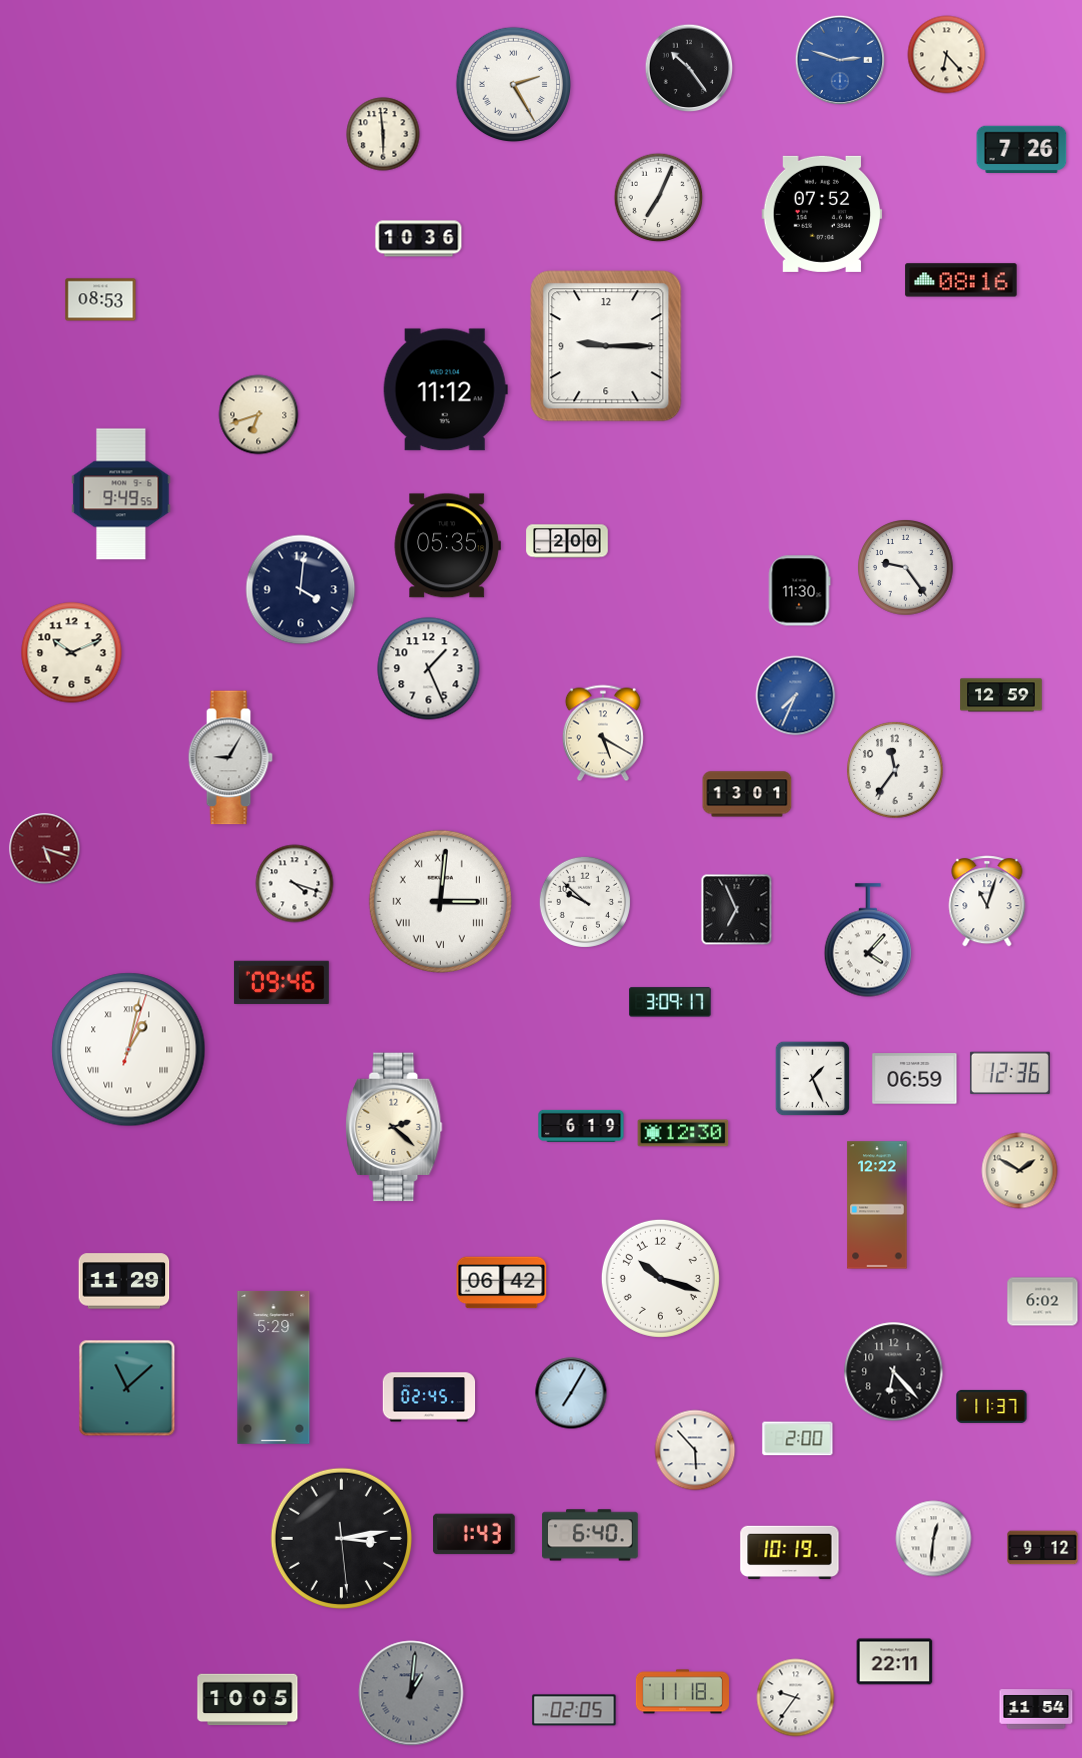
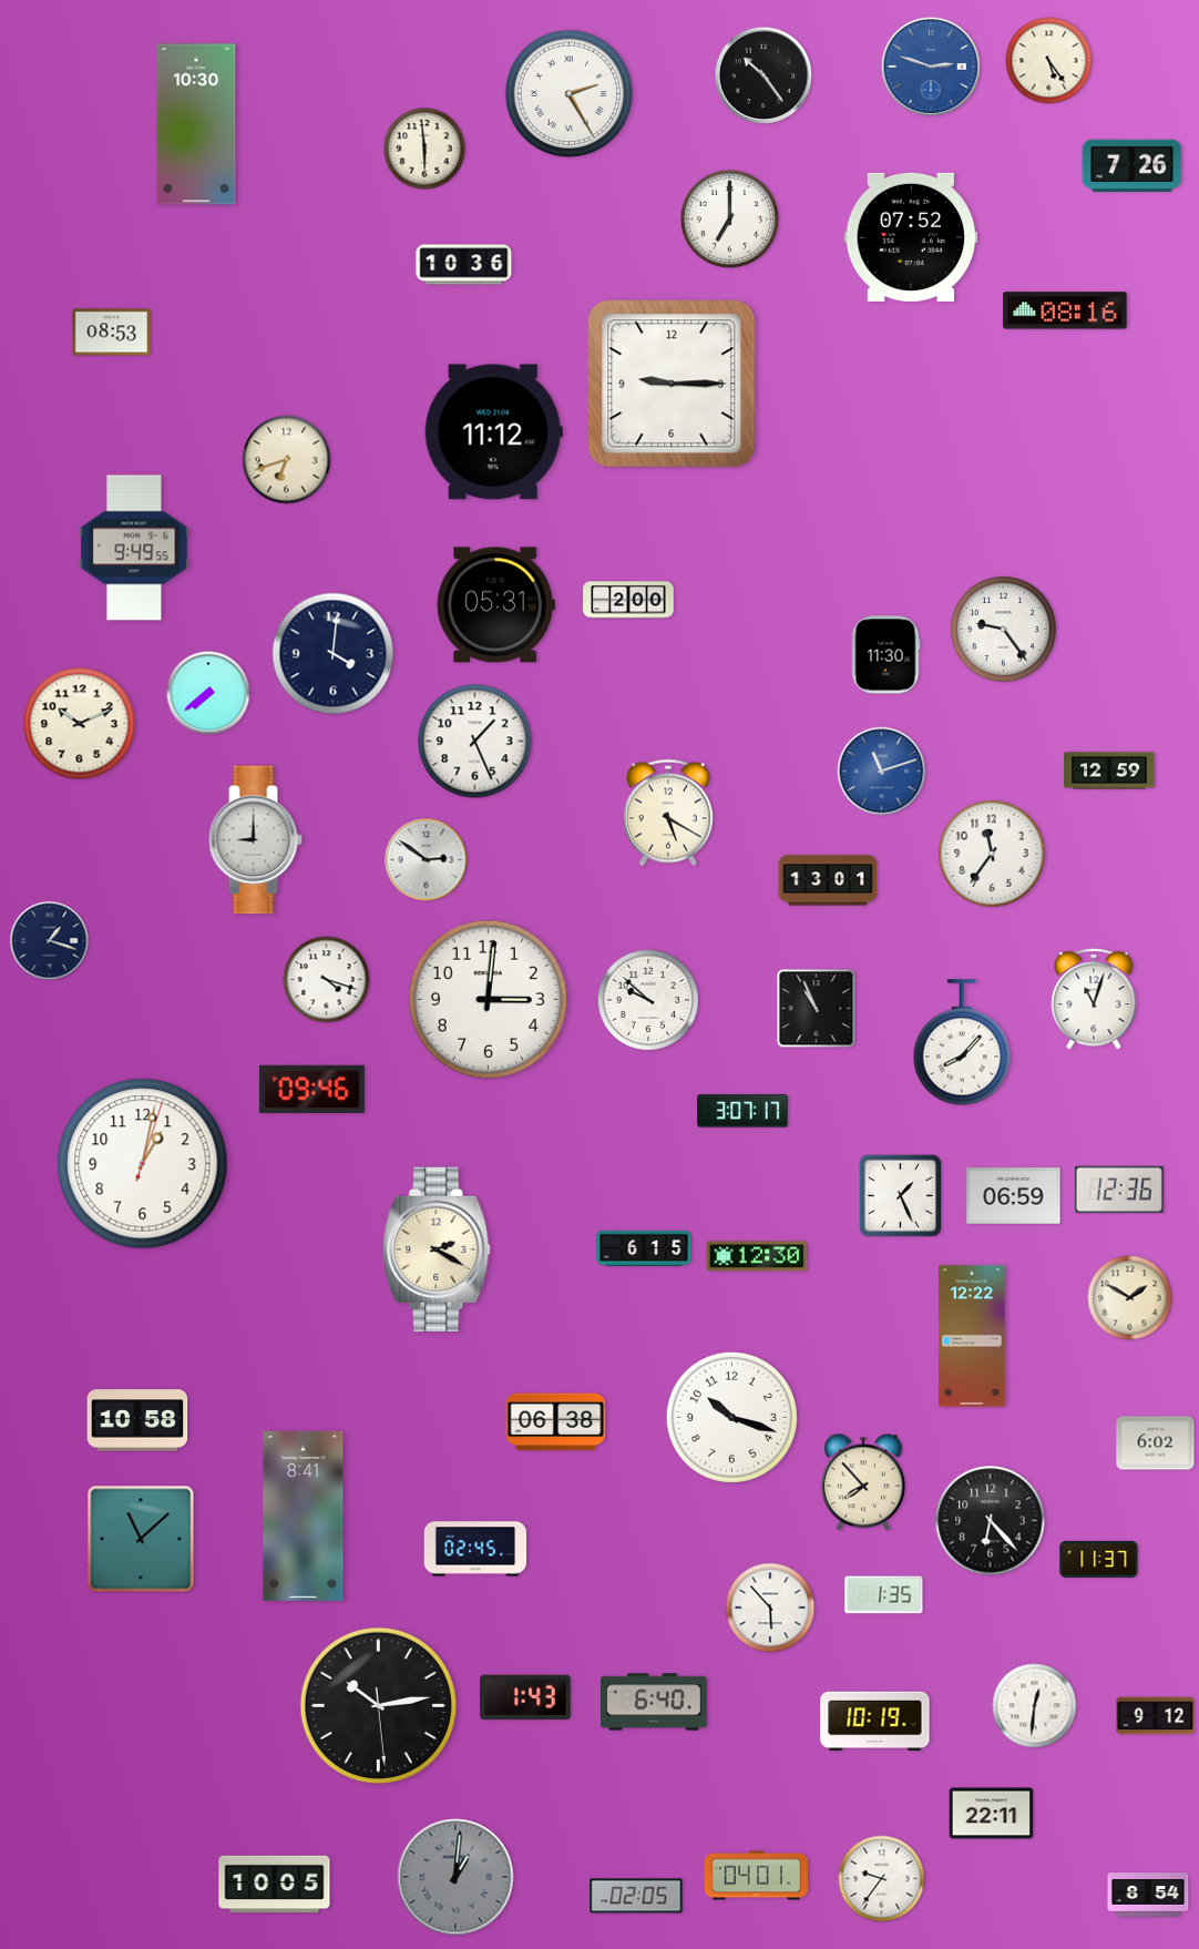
clock at (947, 55): 6:23 -> 5:24
clock at (196, 124): none -> 10:30
clock at (659, 198): 7:04 -> 7:00
clock at (447, 546): 05:35 -> 05:31
clock at (208, 693): none -> 7:39
clock at (796, 696): 7:34 -> 11:12
clock at (230, 758): 9:05 -> 9:00
clock at (427, 860): none -> 2:51
clock at (45, 849): 5:18 -> 1:18
clock at (45, 849) dial: burgundy -> navy
clock at (440, 901) numerals: Roman -> Arabic
clock at (737, 910): 6:56 -> 10:56
clock at (868, 940): 4:07 -> 8:07
clock at (670, 1002): 3:09 -> 3:07
clock at (129, 1050) numerals: Roman -> Arabic
clock at (581, 1126): 6:19 -> 6:15
clock at (394, 1127): 2:22 -> 2:20
clock at (124, 1281): 11:29 -> 10:58
clock at (502, 1283): 06:42 -> 06:38
clock at (863, 1482): none -> 7:53
clock at (274, 1367): 5:29 -> 8:41
clock at (571, 1393): 7:05 -> none
clock at (798, 1439): 2:00 -> 1:35
clock at (474, 1534) position: (474, 1534) -> (525, 1697)
clock at (341, 1538): 3:13 -> 10:13
clock at (895, 1662) position: (895, 1662) -> (992, 1814)
clock at (682, 1692): 11:18 -> 04:01
clock at (796, 1698) position: (796, 1698) -> (882, 1879)
clock at (1036, 1709): 11:54 -> 8:54
